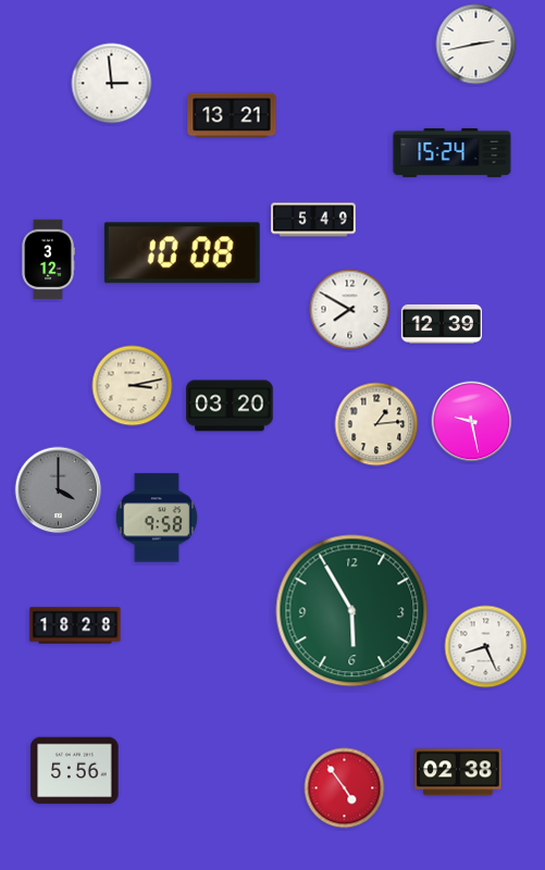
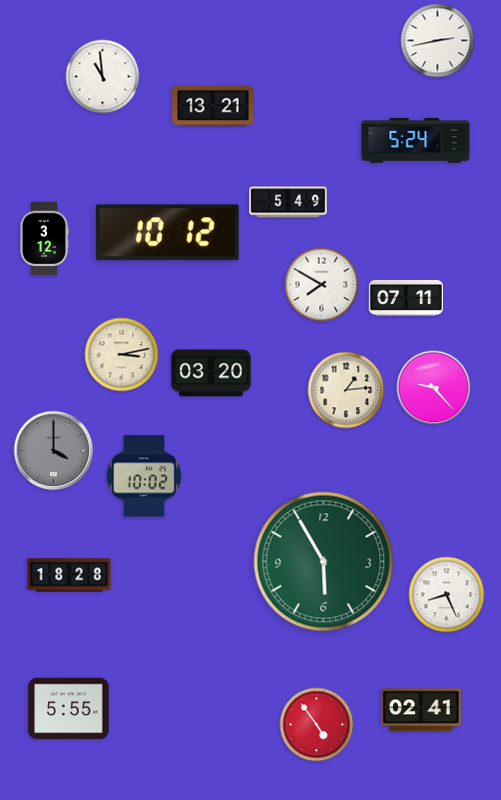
clock at (112, 84): 2:59 -> 10:59
clock at (453, 152): 15:24 -> 5:24
clock at (182, 253): 10:08 -> 10:12
clock at (442, 324): 12:39 -> 07:11
clock at (472, 422): 9:28 -> 9:23
clock at (157, 518): 9:58 -> 10:02
clock at (75, 771): 5:56 -> 5:55
clock at (458, 772): 02:38 -> 02:41
